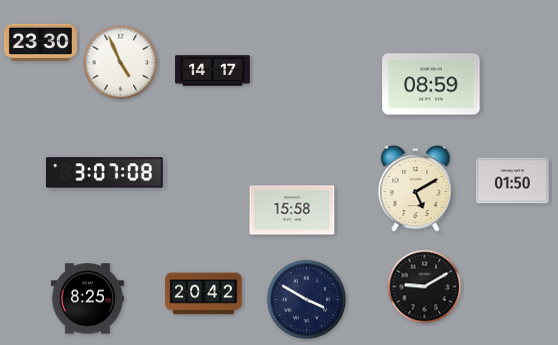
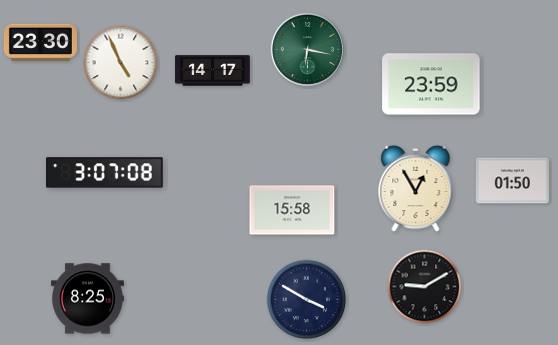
clock at (307, 49): none -> 6:17
clock at (431, 84): 08:59 -> 23:59
clock at (416, 189): 5:10 -> 12:55
clock at (204, 294): 20:42 -> none
